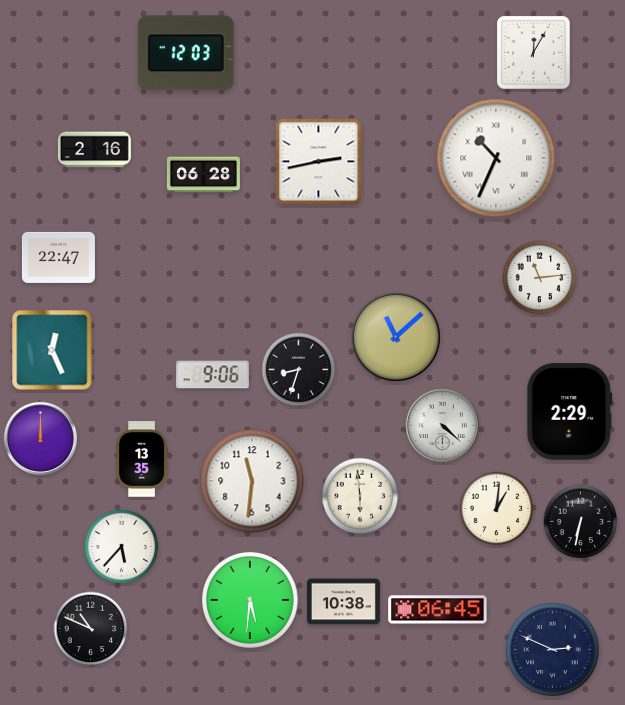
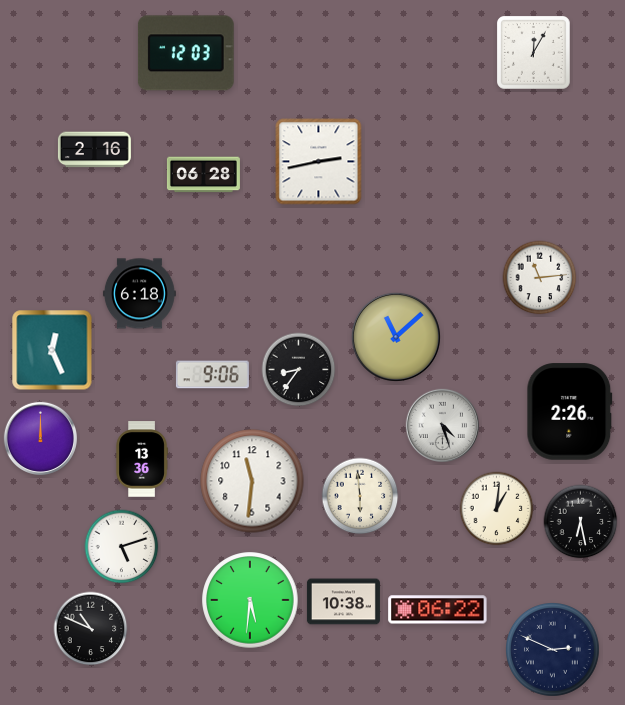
clock at (496, 158): 10:34 -> none
clock at (58, 257): 22:47 -> none
clock at (139, 294): none -> 6:18
clock at (299, 370): 8:33 -> 8:36
clock at (570, 412): 2:29 -> 2:26
clock at (442, 425): 4:22 -> 4:27
clock at (142, 459): 13:35 -> 13:36
clock at (581, 522): 6:32 -> 6:28
clock at (122, 547): 5:37 -> 5:12
clock at (438, 610): 06:45 -> 06:22
